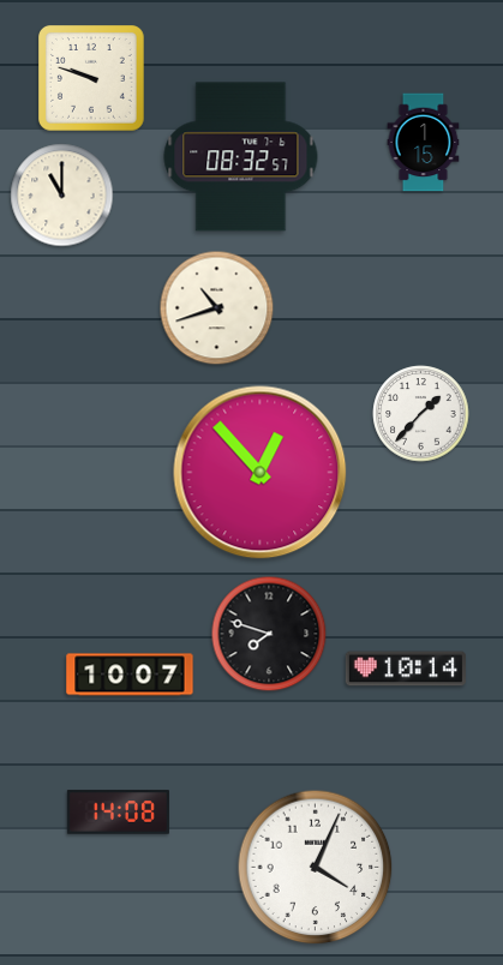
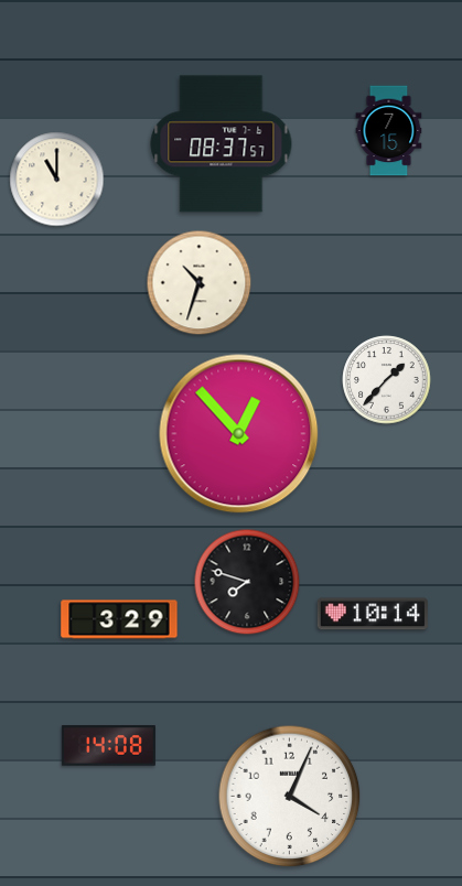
clock at (92, 79): 9:48 -> none
clock at (424, 143): 1:15 -> 7:15
clock at (241, 157): 08:32 -> 08:37
clock at (217, 308): 10:42 -> 10:33
clock at (130, 675): 10:07 -> 3:29
